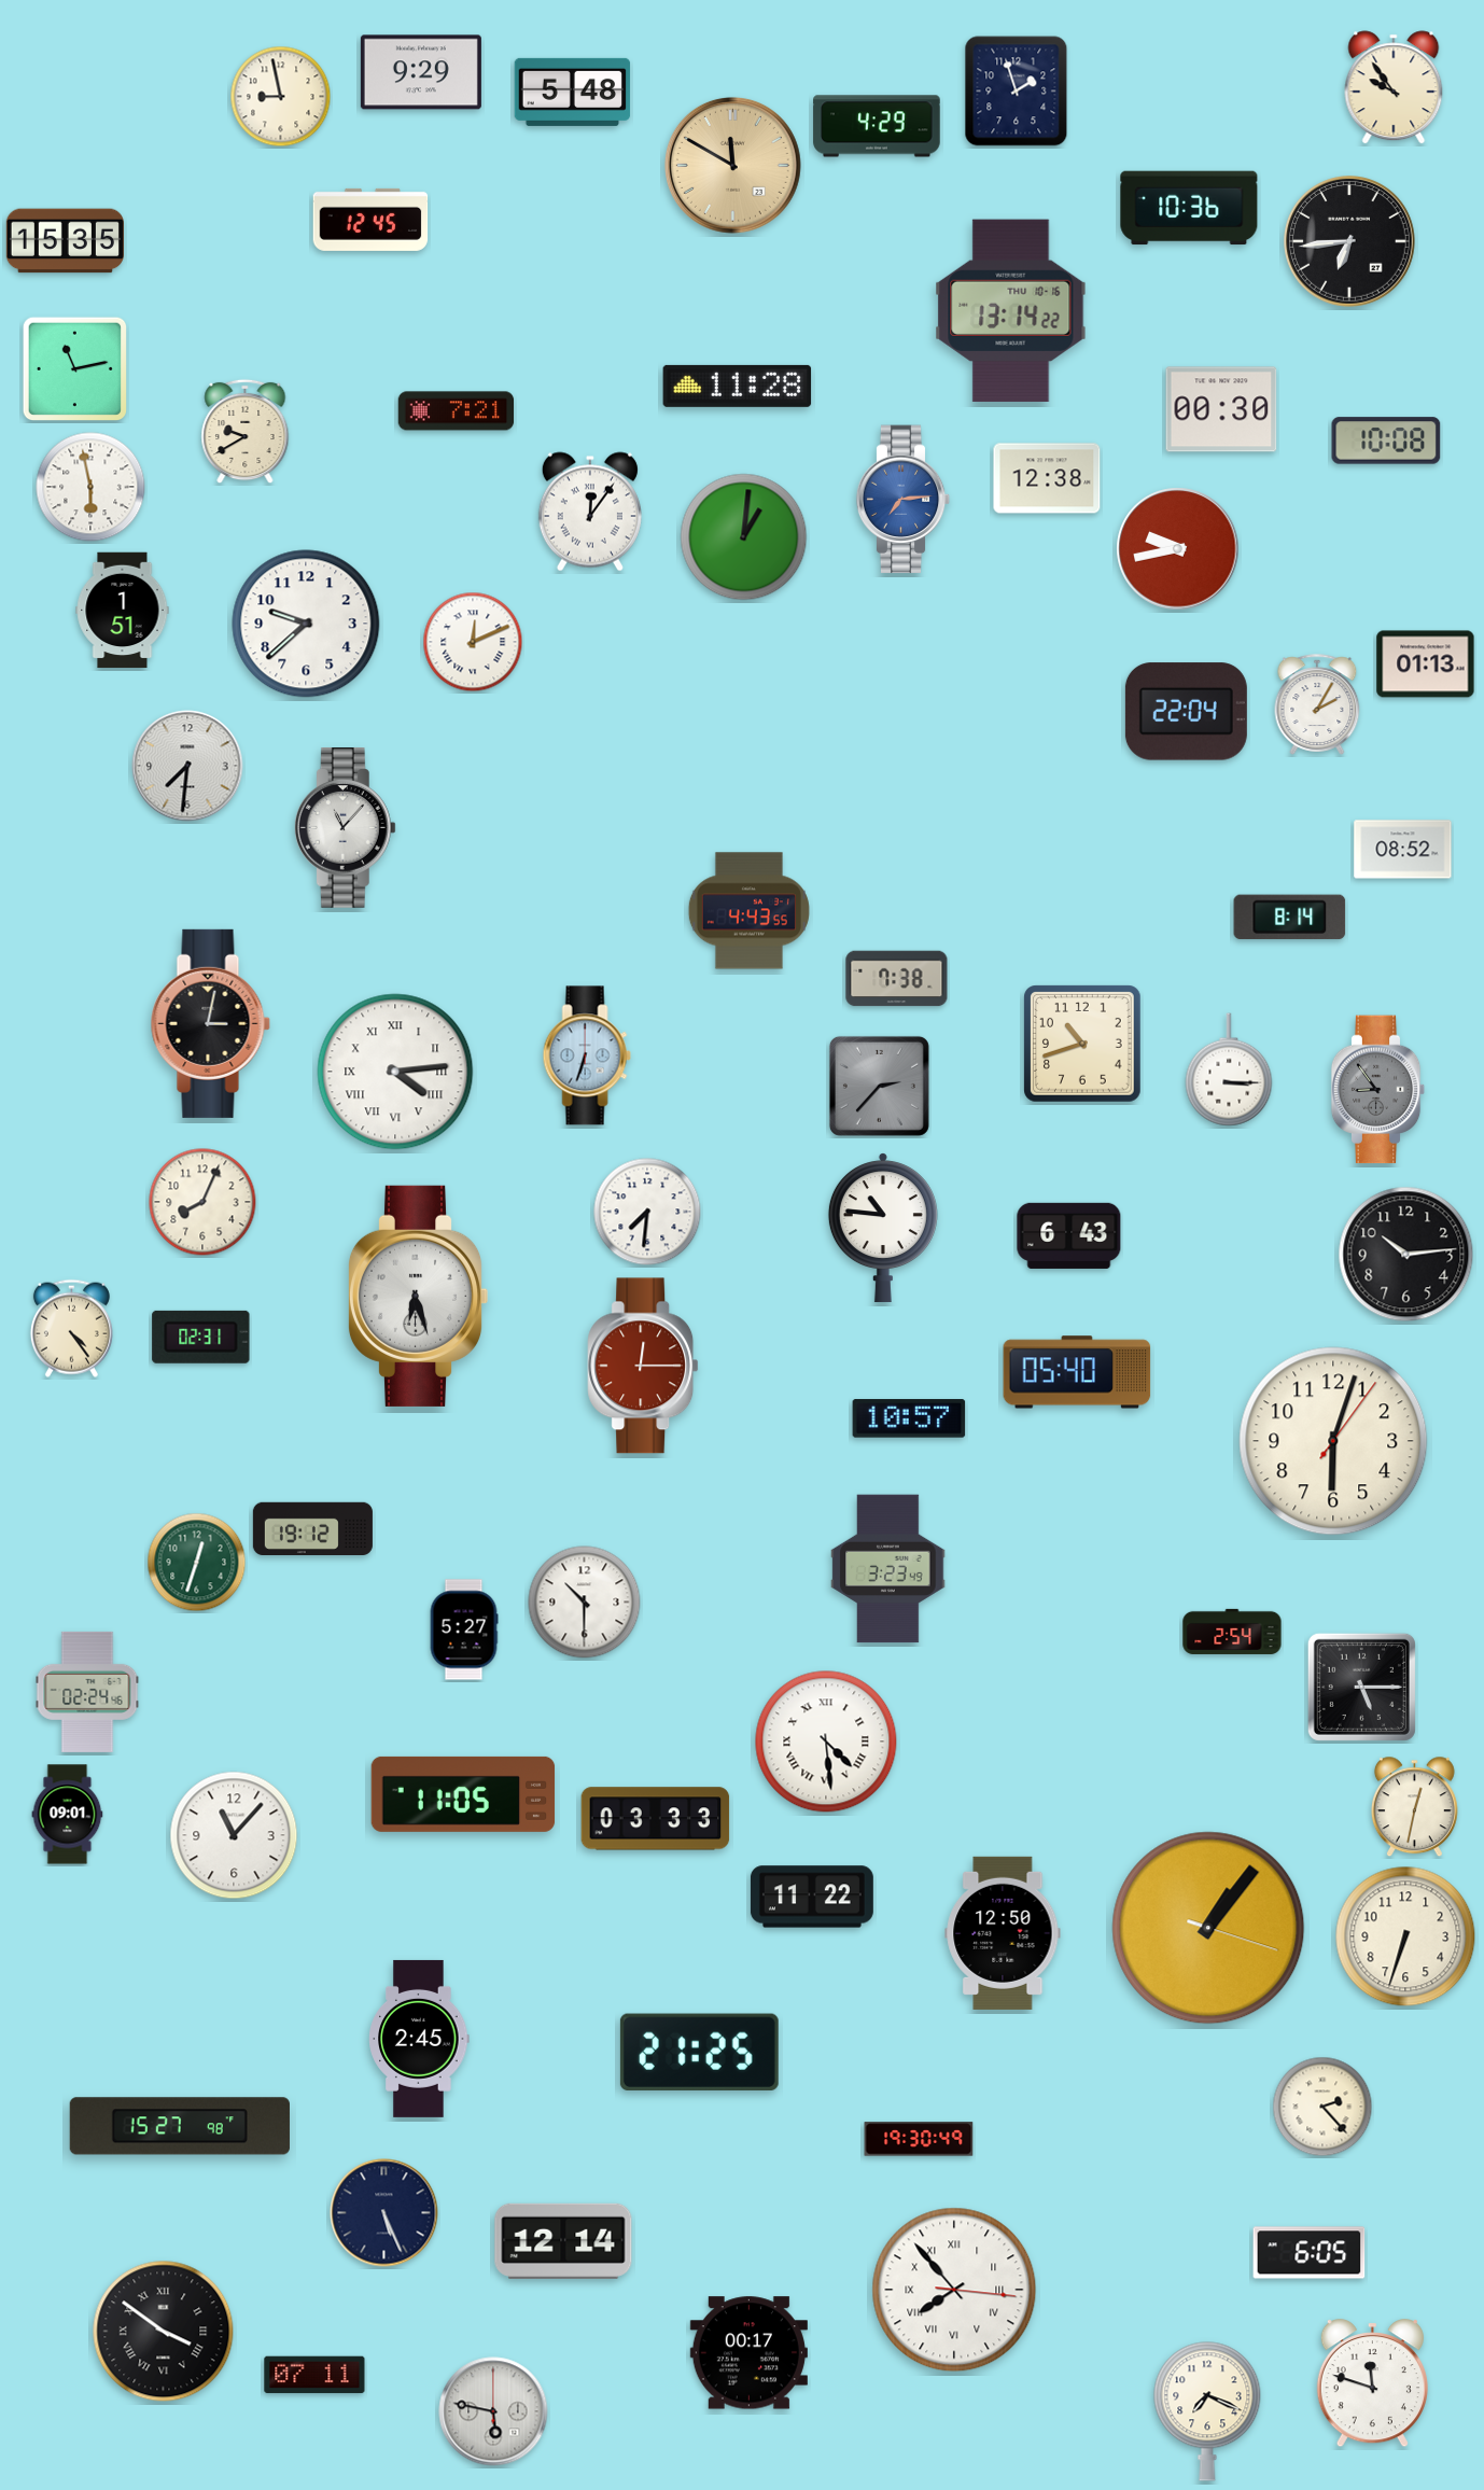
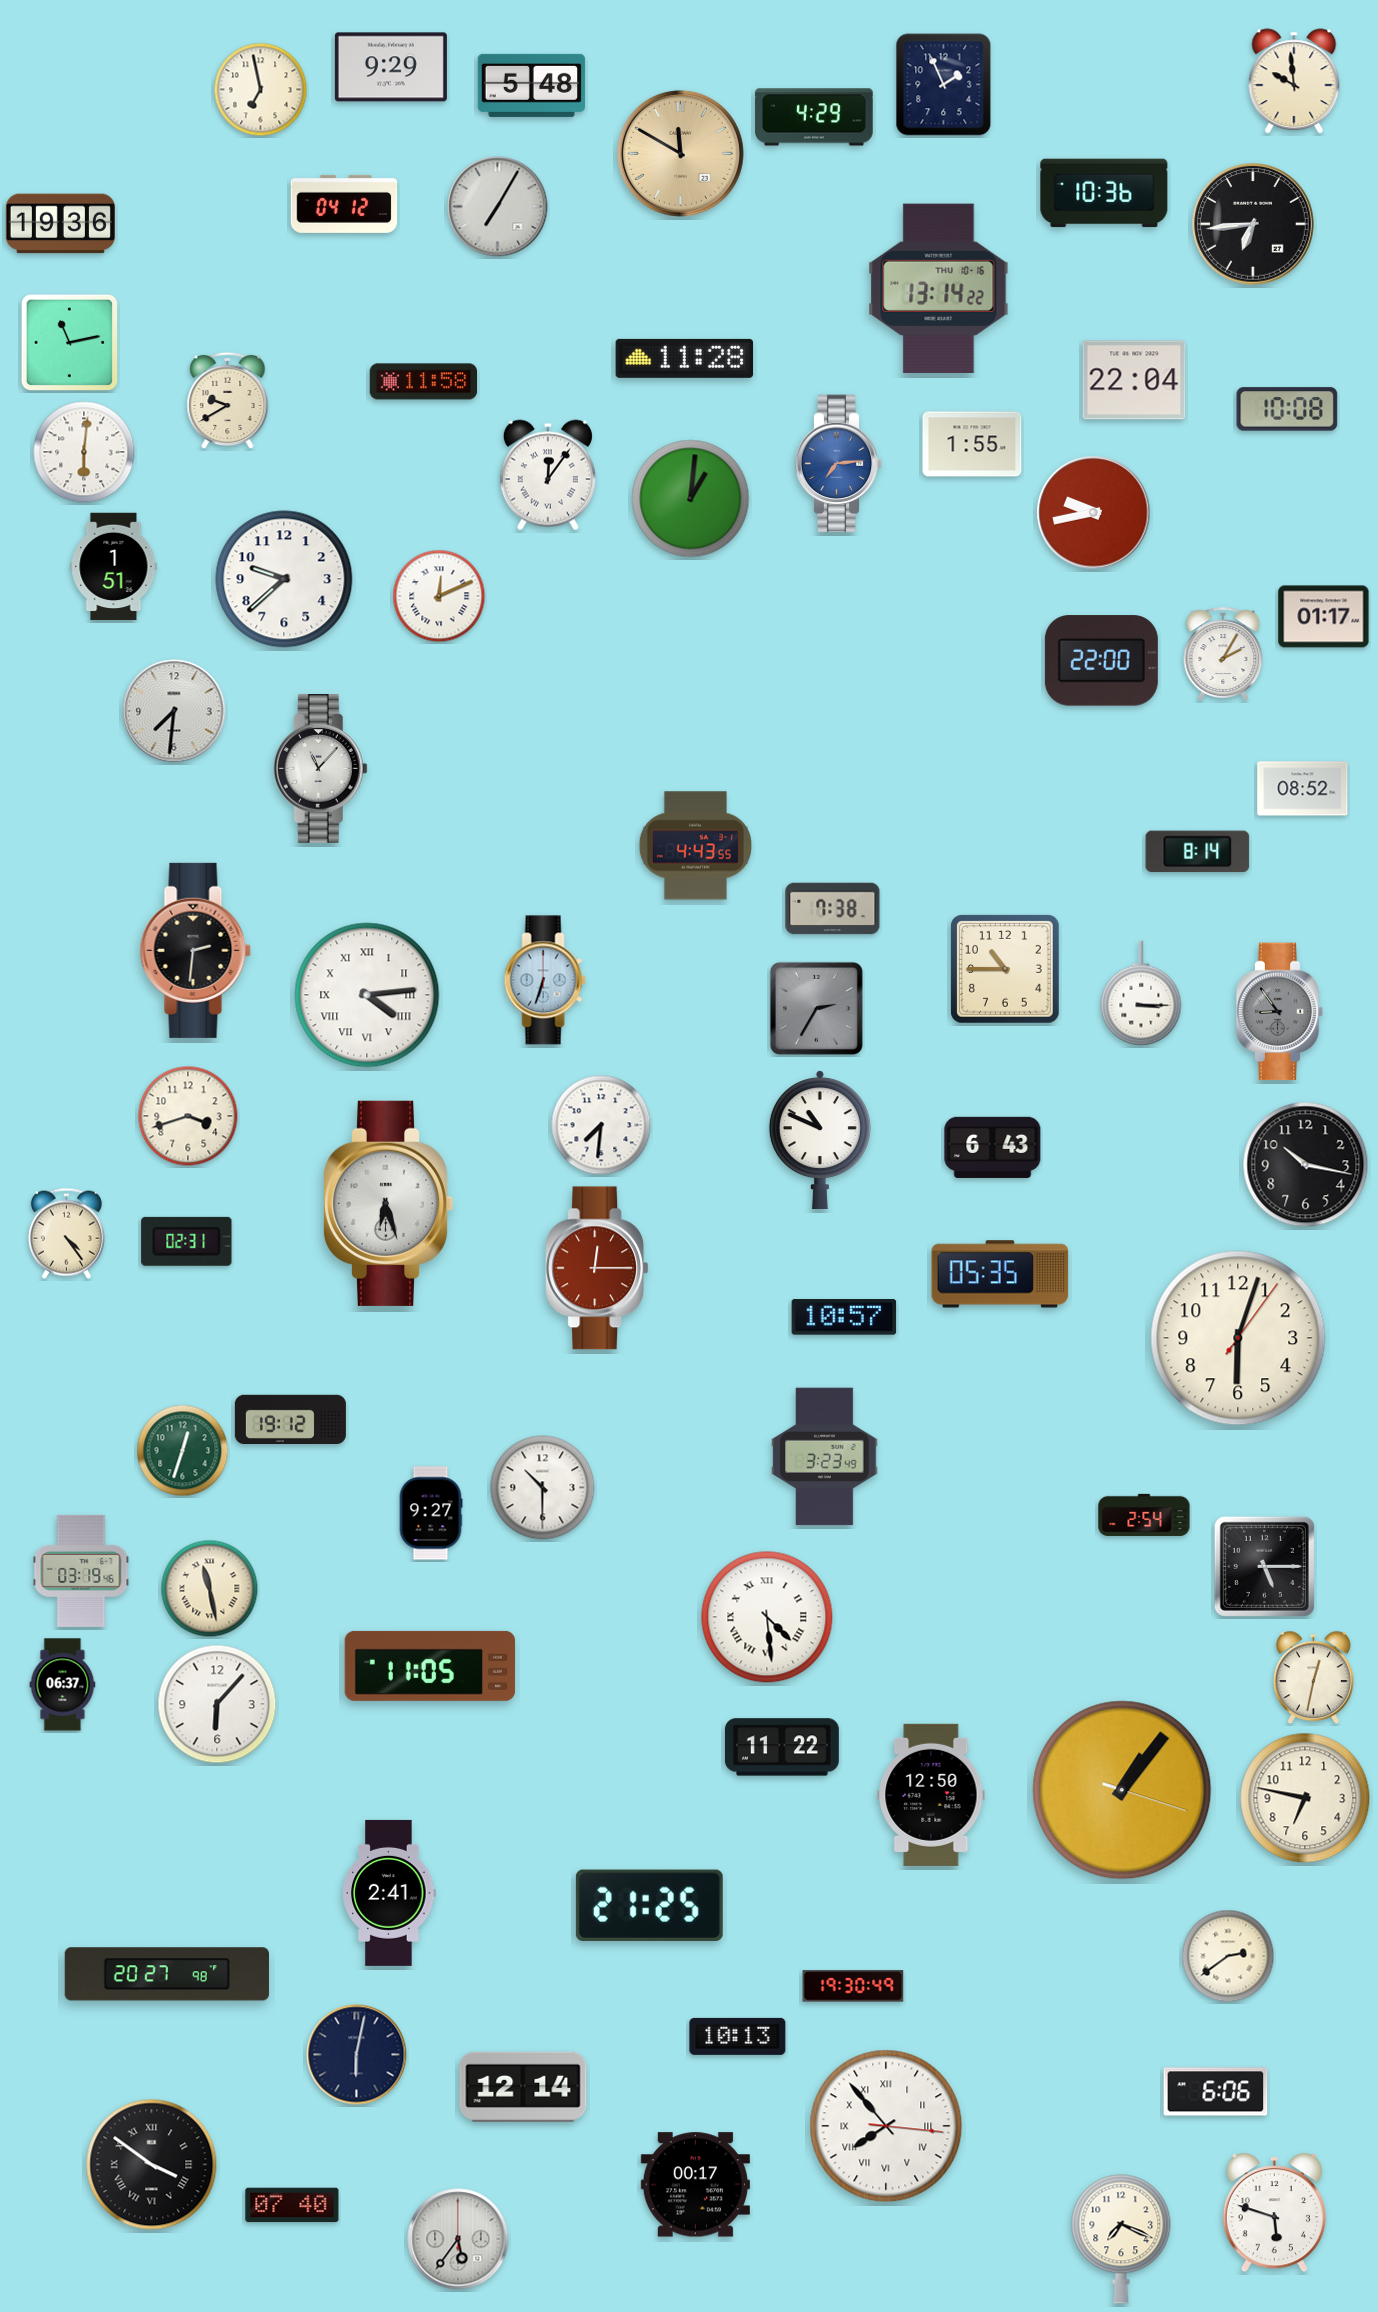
clock at (1394, 87): 9:54 -> 9:59
clock at (1017, 92): 1:57 -> 1:56
clock at (281, 97): 8:58 -> 6:58
clock at (370, 220): 12:45 -> 04:12
clock at (498, 207): none -> 7:05
clock at (65, 241): 15:35 -> 19:36
clock at (1221, 409): 00:30 -> 22:04
clock at (457, 411): 7:21 -> 11:58
clock at (1047, 478): 12:38 -> 1:55
clock at (90, 487): 5:58 -> 6:01
clock at (1178, 549) position: (1178, 549) -> (1094, 513)
clock at (1426, 665): 01:13 -> 01:17
clock at (1186, 712): 22:04 -> 22:00
clock at (210, 1023): 3:02 -> 2:31
clock at (1082, 1044): 10:42 -> 10:45
clock at (879, 1086): 2:37 -> 2:35
clock at (202, 1202): 8:04 -> 3:42
clock at (883, 1228): 10:46 -> 10:49
clock at (1406, 1255): 10:14 -> 10:17
clock at (1077, 1372): 05:40 -> 05:35
clock at (464, 1629): 5:27 -> 9:27
clock at (87, 1692): 02:24 -> 03:19
clock at (210, 1589): none -> 11:28
clock at (68, 1815): 09:01 -> 06:37
clock at (656, 1819): 03:33 -> none
clock at (234, 1835): 11:07 -> 6:07
clock at (812, 1897) position: (812, 1897) -> (782, 1747)
clock at (1405, 1936): 6:33 -> 6:47
clock at (419, 2039): 2:45 -> 2:41
clock at (1322, 2107): 2:23 -> 2:39
clock at (180, 2126): 15:27 -> 20:27
clock at (738, 2036): none -> 10:13
clock at (384, 2213): 5:26 -> 6:02
clock at (563, 2241) position: (563, 2241) -> (523, 2087)
clock at (1310, 2253): 6:05 -> 6:06
clock at (314, 2375): 07:11 -> 07:40
clock at (1372, 2383): 11:48 -> 5:48
clock at (493, 2411): 5:47 -> 5:36
